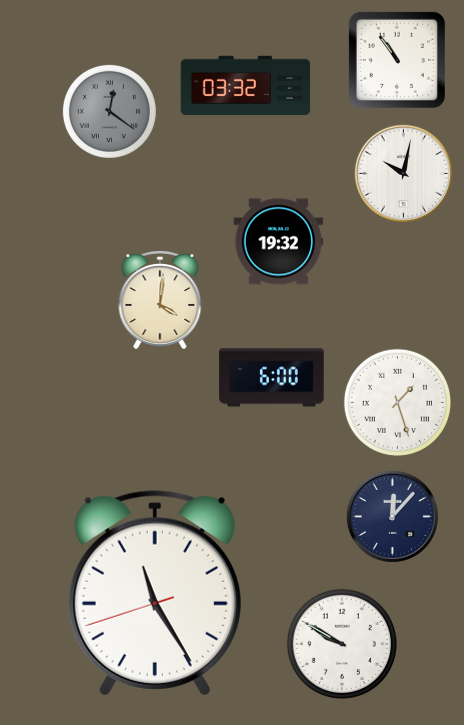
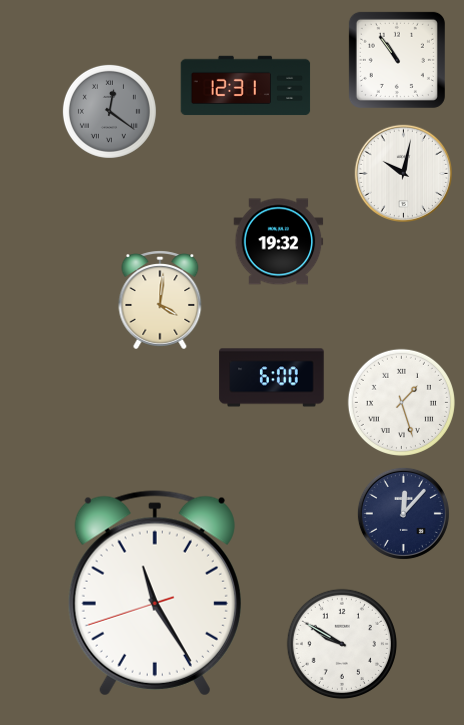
clock at (246, 86): 03:32 -> 12:31
clock at (397, 402) position: (397, 402) -> (401, 402)
clock at (392, 516) position: (392, 516) -> (403, 513)
